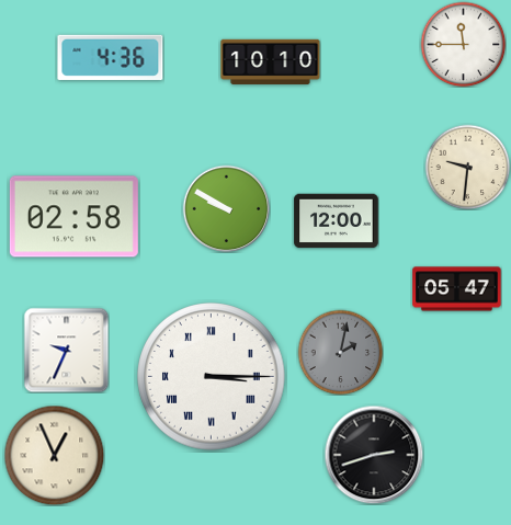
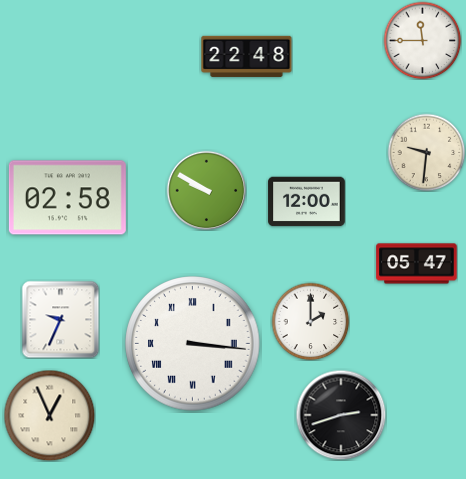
clock at (111, 57): 4:36 -> none
clock at (271, 61): 10:10 -> 22:48
clock at (340, 352): 2:02 -> 2:00
clock at (340, 352) dial: grey -> white
clock at (212, 377): 3:15 -> 3:16
